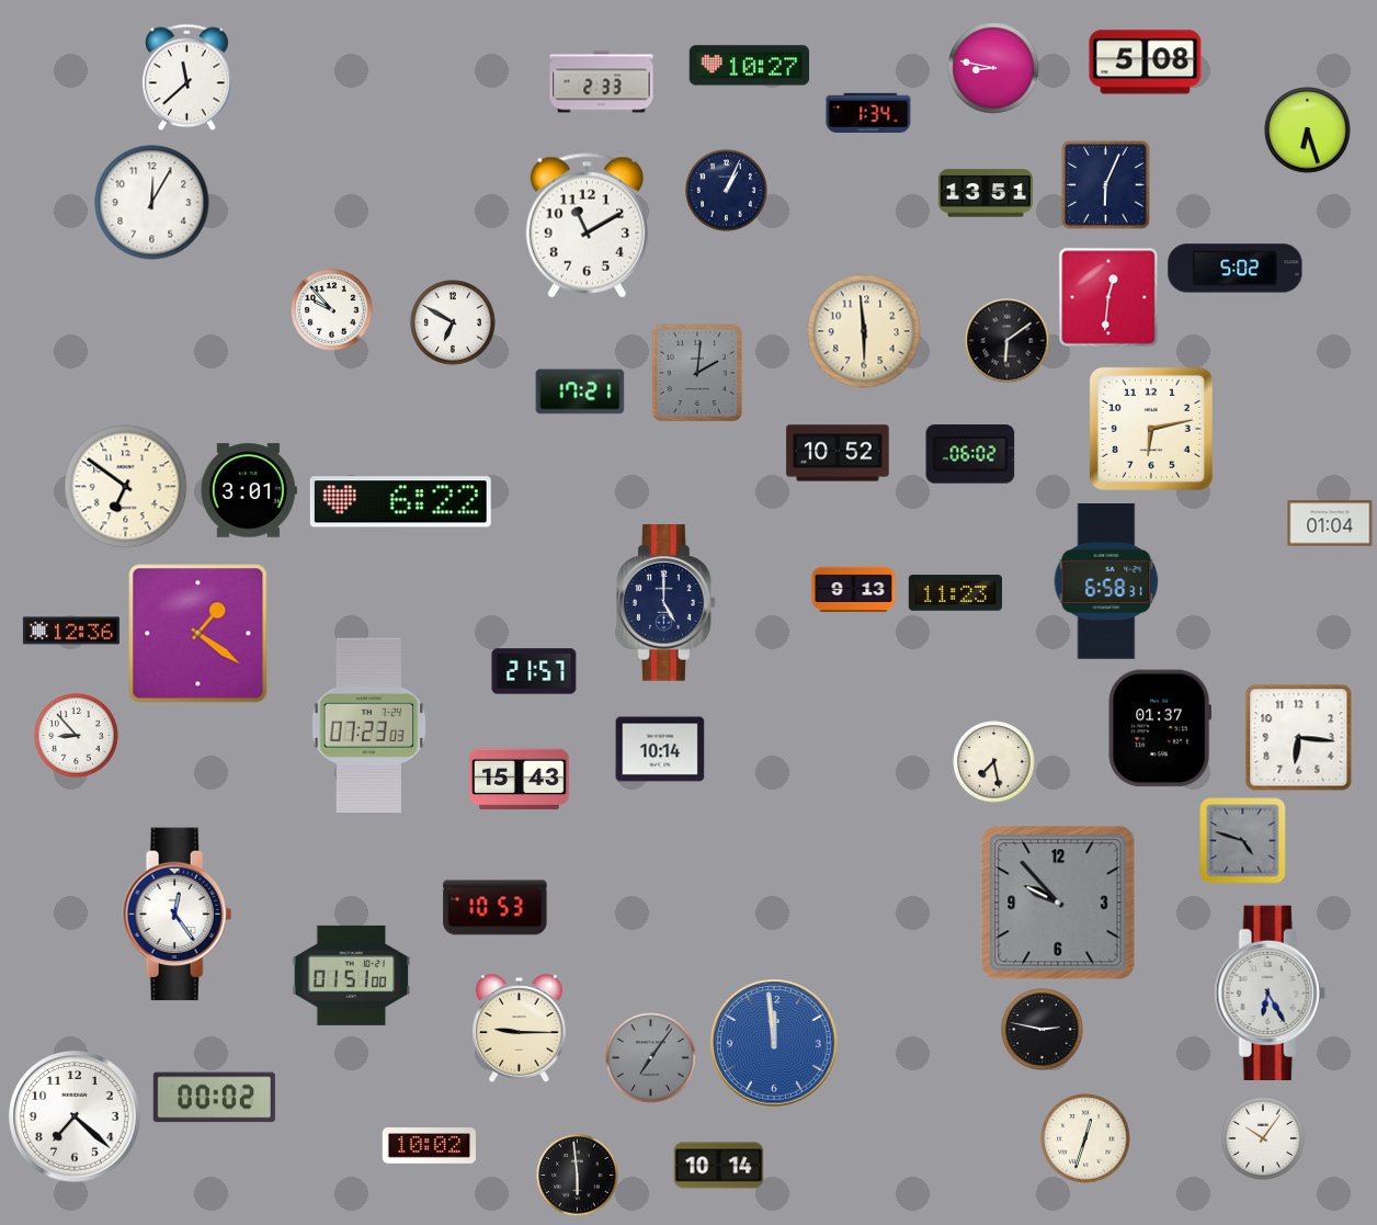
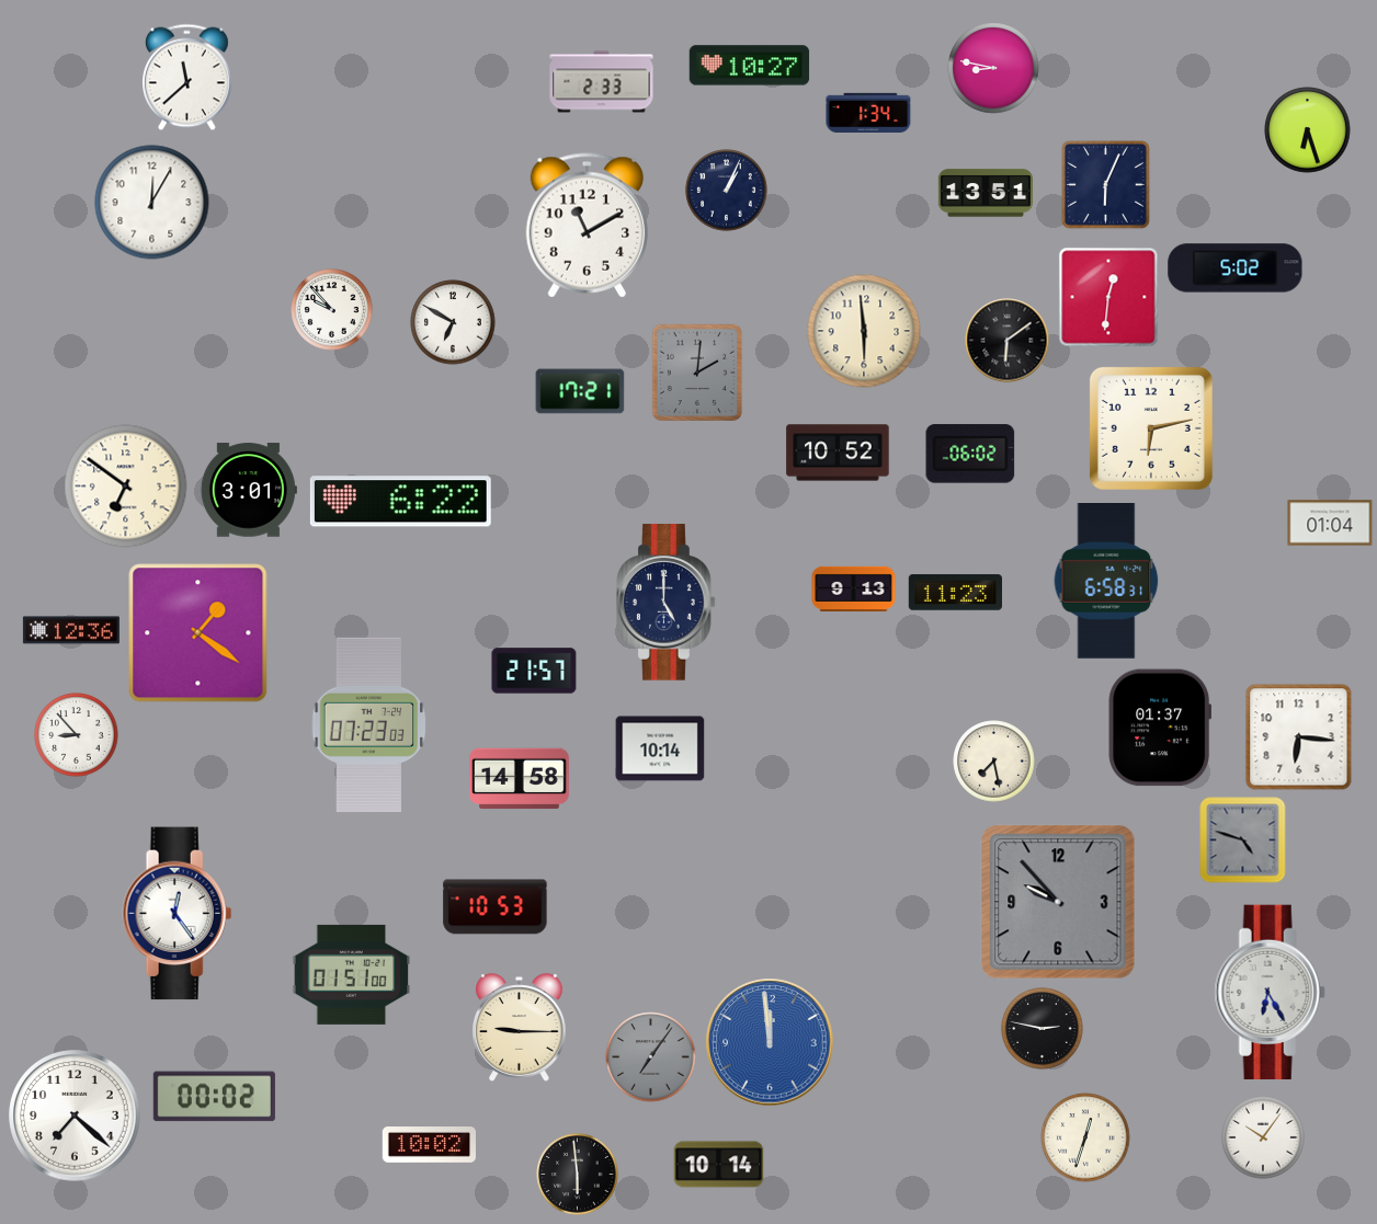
clock at (1146, 63): 5:08 -> none
clock at (520, 780): 15:43 -> 14:58
clock at (774, 1043) position: (774, 1043) -> (770, 1042)
